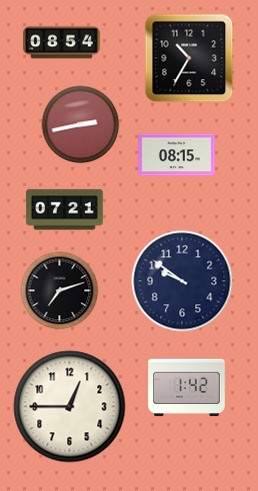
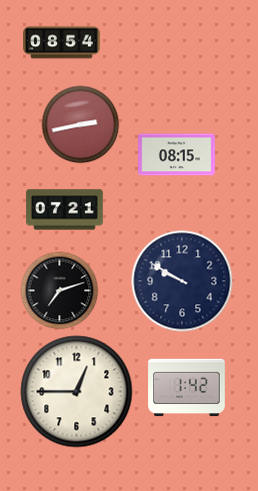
clock at (189, 58): 10:35 -> none
clock at (182, 281): 9:51 -> 9:50
clock at (70, 407) position: (70, 407) -> (77, 392)
